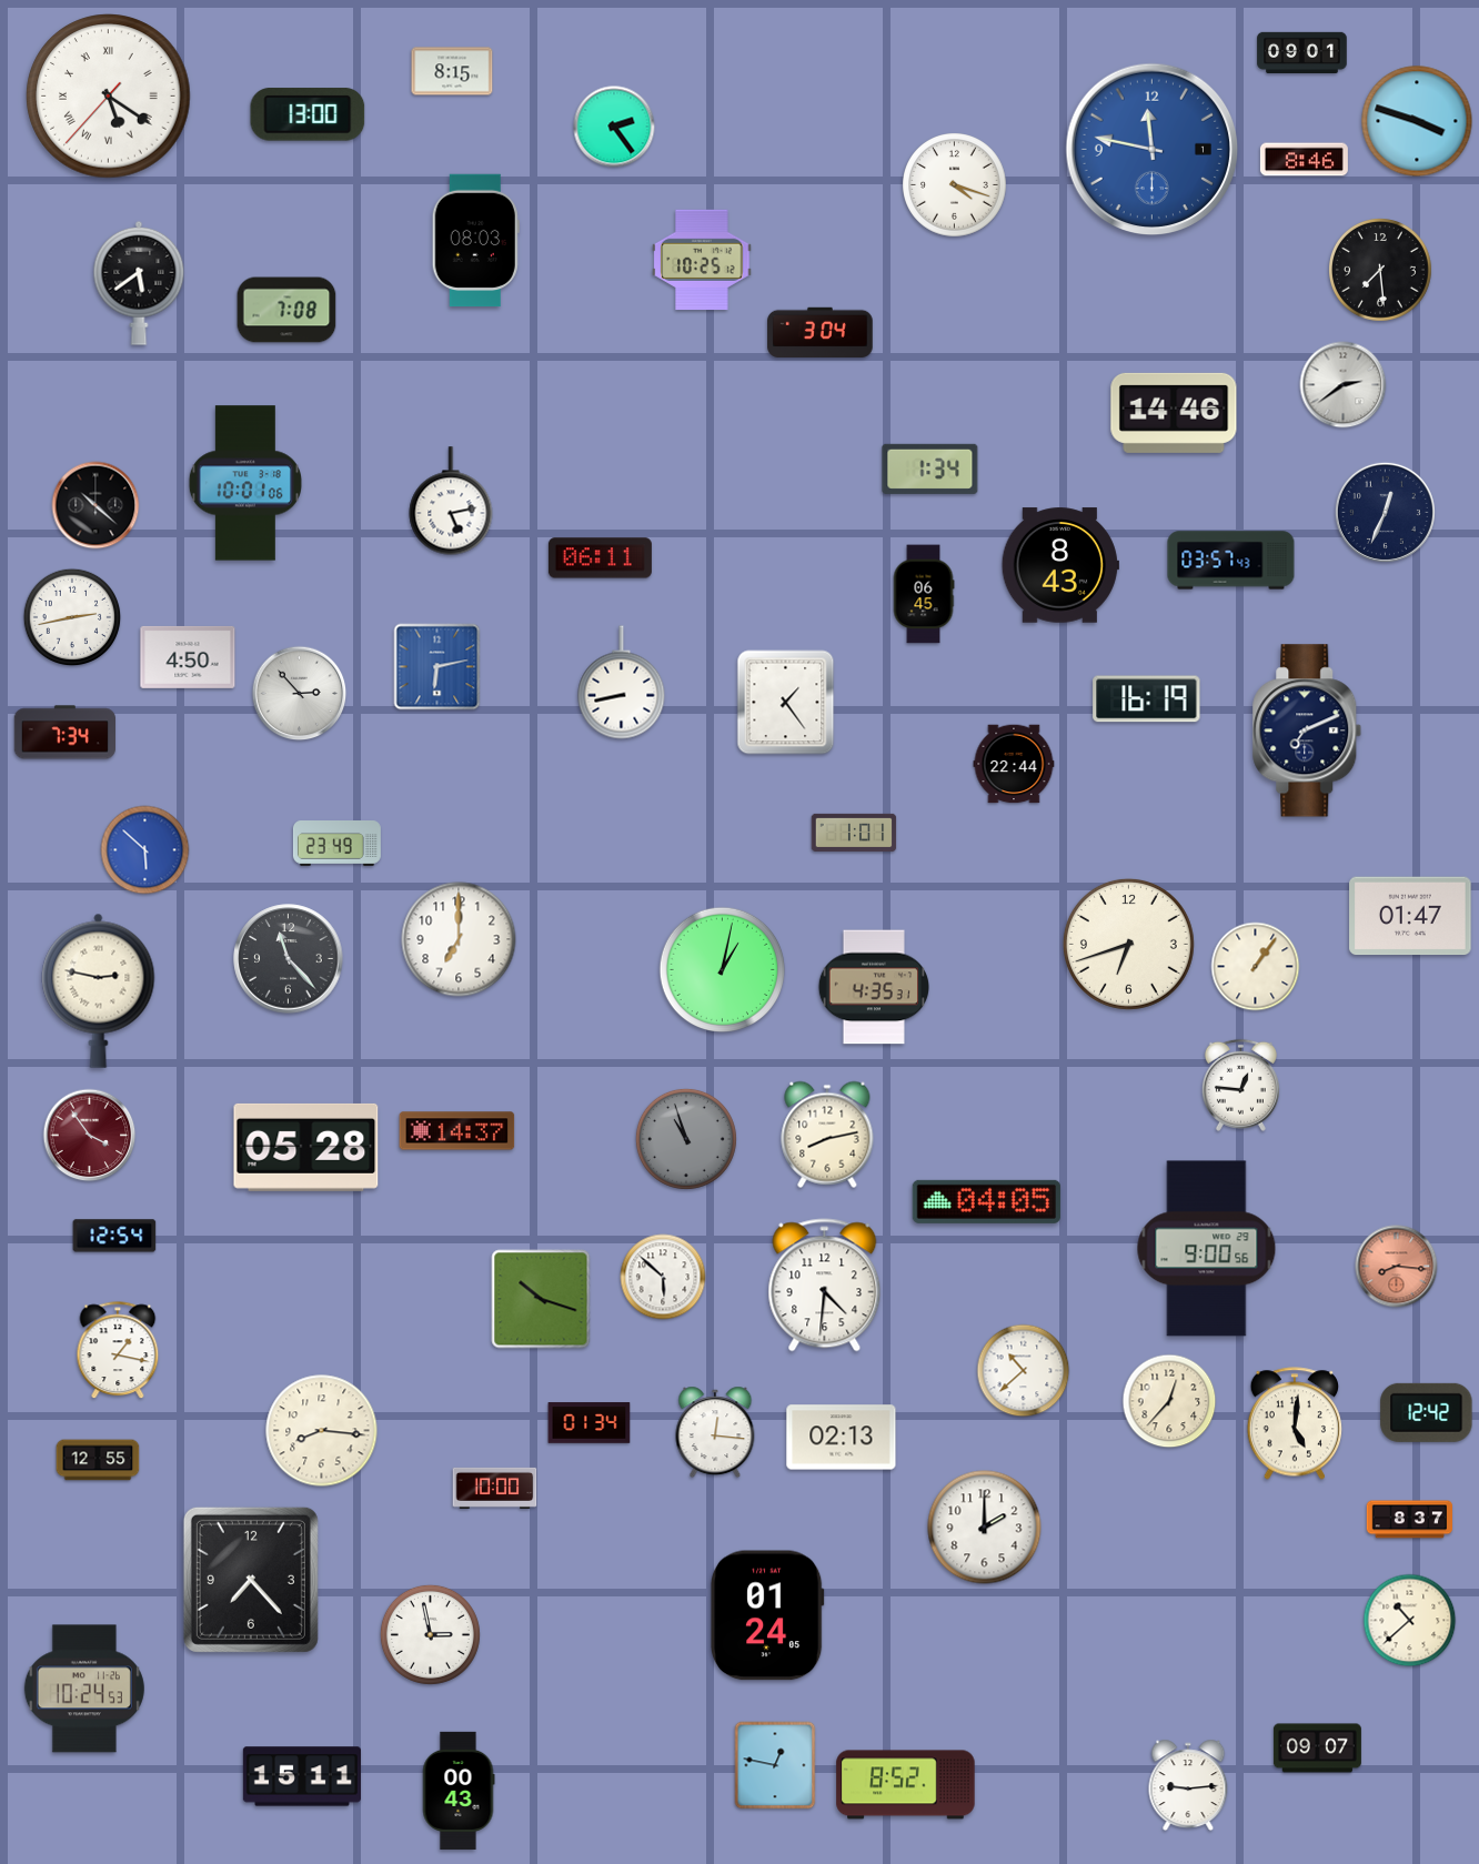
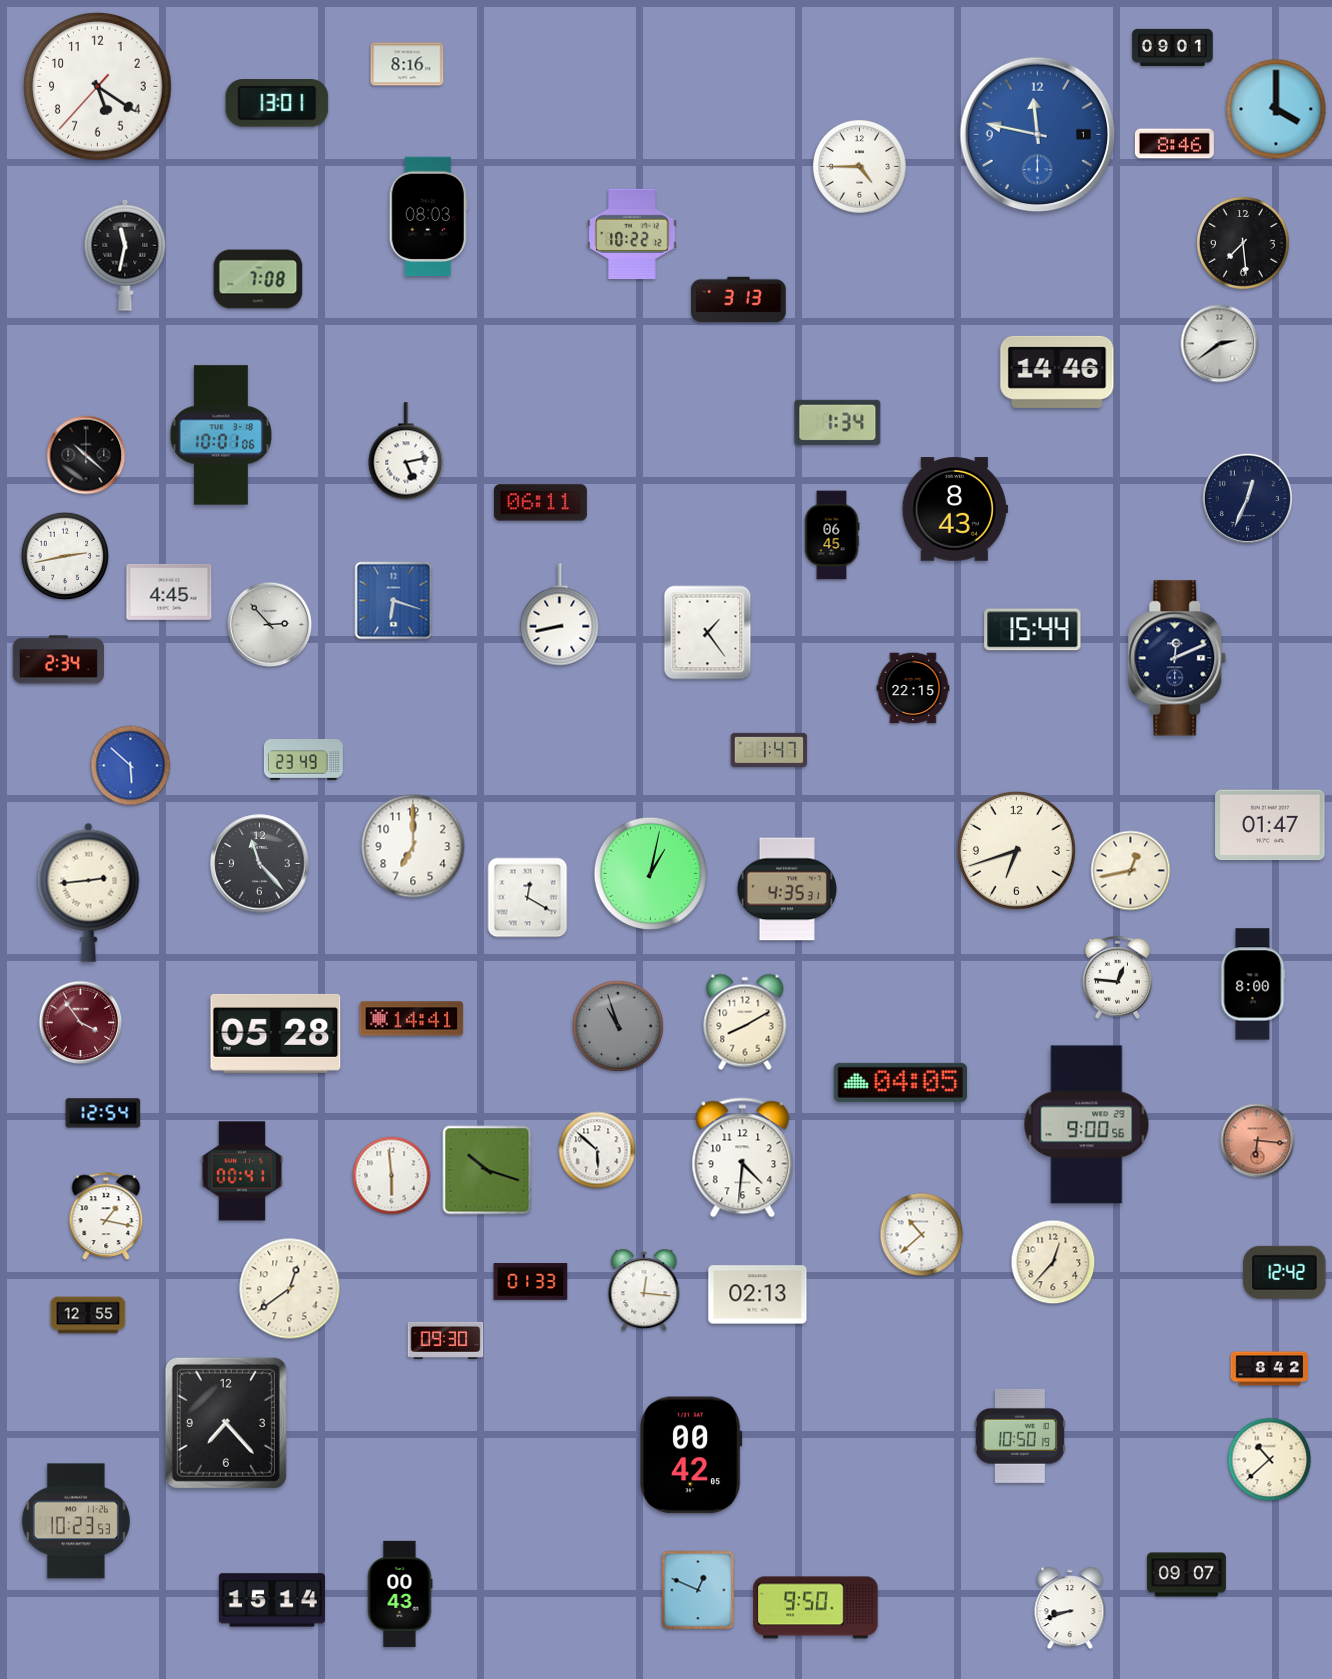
clock at (452, 71): 8:15 -> 8:16
clock at (109, 97) numerals: Roman -> Arabic
clock at (308, 114): 13:00 -> 13:01
clock at (1417, 121): 3:48 -> 4:00
clock at (614, 127): 2:24 -> none
clock at (955, 185): 4:18 -> 4:45
clock at (702, 260): 10:25 -> 10:22
clock at (139, 283): 5:39 -> 11:32
clock at (821, 333): 3:04 -> 3:13
clock at (1344, 385) position: (1344, 385) -> (1220, 344)
clock at (1385, 512) position: (1385, 512) -> (1247, 498)
clock at (1231, 561): 03:57 -> none
clock at (188, 657): 4:50 -> 4:45
clock at (437, 667): 6:13 -> 6:18
clock at (1147, 699): 16:19 -> 15:44
clock at (1307, 731): 7:11 -> 12:11
clock at (64, 733): 7:34 -> 2:34
clock at (1014, 764): 22:44 -> 22:15
clock at (854, 833): 1:01 -> 1:47
clock at (1256, 967): 1:06 -> 12:43
clock at (99, 990): 2:47 -> 2:44
clock at (528, 898): none -> 12:20
clock at (1253, 984): none -> 8:00
clock at (457, 1131): 14:37 -> 14:41
clock at (827, 1135): 8:13 -> 8:10
clock at (987, 1201) position: (987, 1201) -> (901, 1082)
clock at (1397, 1267): 8:16 -> 6:16
clock at (242, 1171): none -> 00:41
clock at (392, 1176): none -> 5:59
clock at (590, 1423): 01:34 -> 01:33
clock at (1295, 1423): 5:01 -> none
clock at (322, 1431): 8:16 -> 12:39
clock at (495, 1488): 10:00 -> 09:30
clock at (1409, 1520): 8:37 -> 8:42
clock at (985, 1528): 2:00 -> none
clock at (1020, 1436): none -> 10:50
clock at (767, 1615): 01:24 -> 00:42
clock at (430, 1634): 2:58 -> none
clock at (84, 1689): 10:24 -> 10:23
clock at (775, 1765): 12:47 -> 12:49
clock at (302, 1776): 15:11 -> 15:14
clock at (906, 1785): 8:52 -> 9:50
clock at (1188, 1785): 9:14 -> 8:42
clock at (459, 1791) position: (459, 1791) -> (400, 1594)
